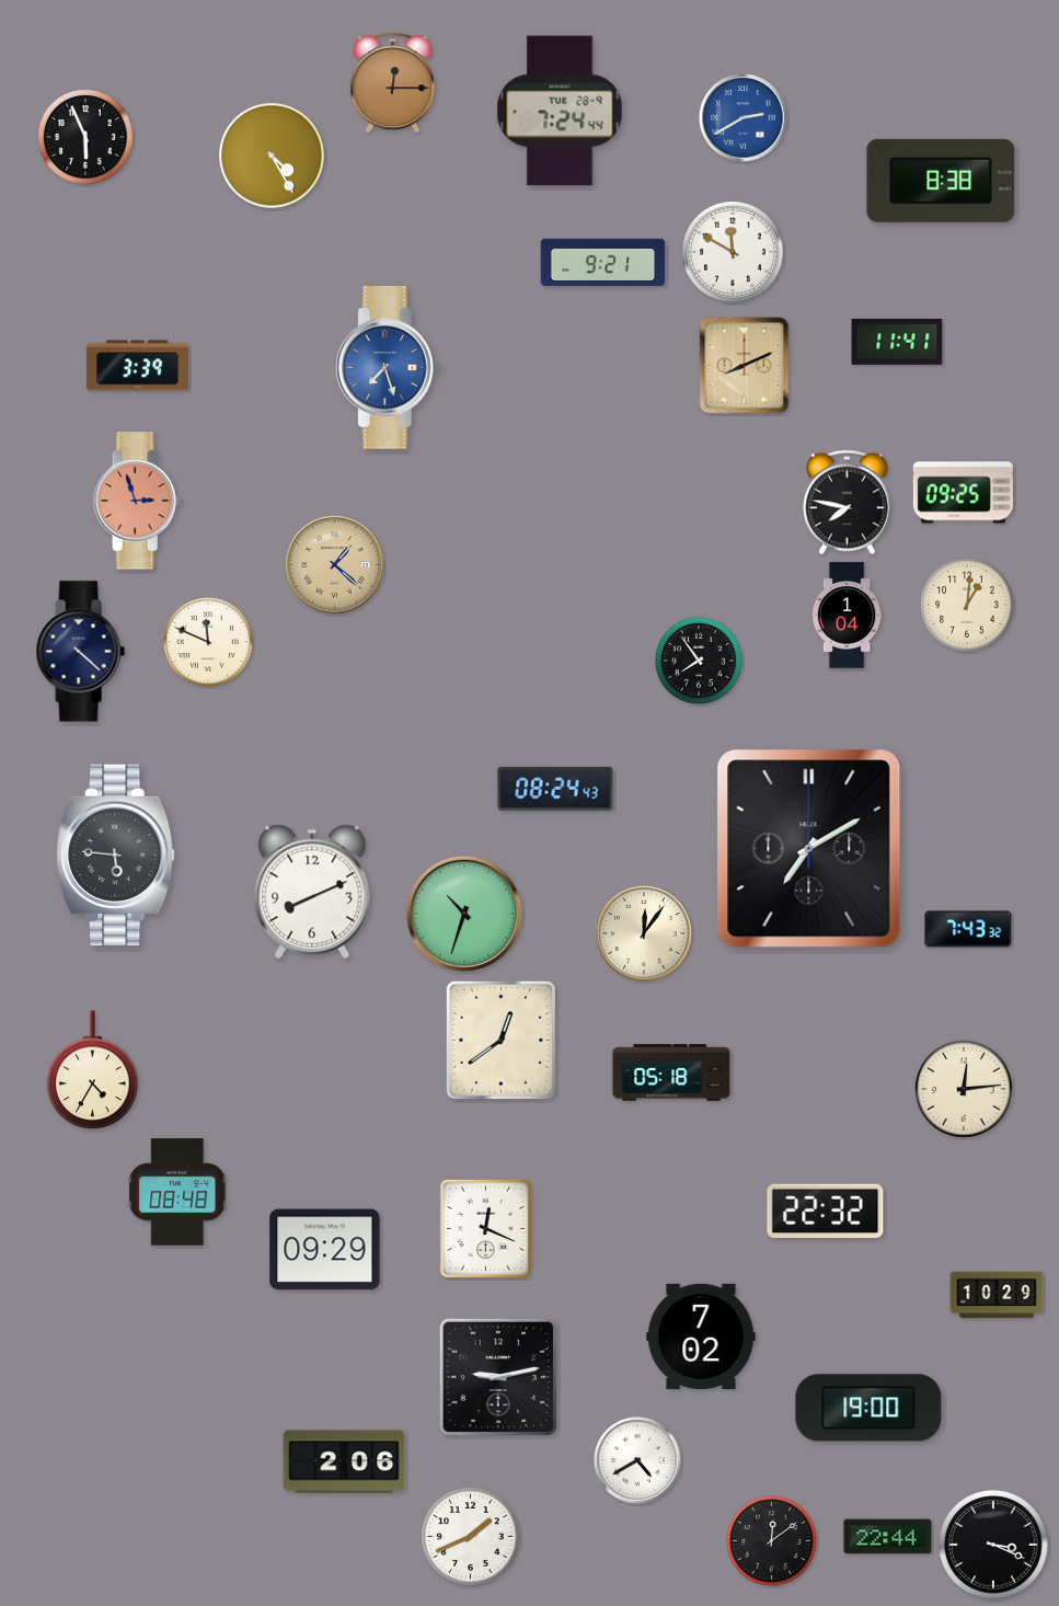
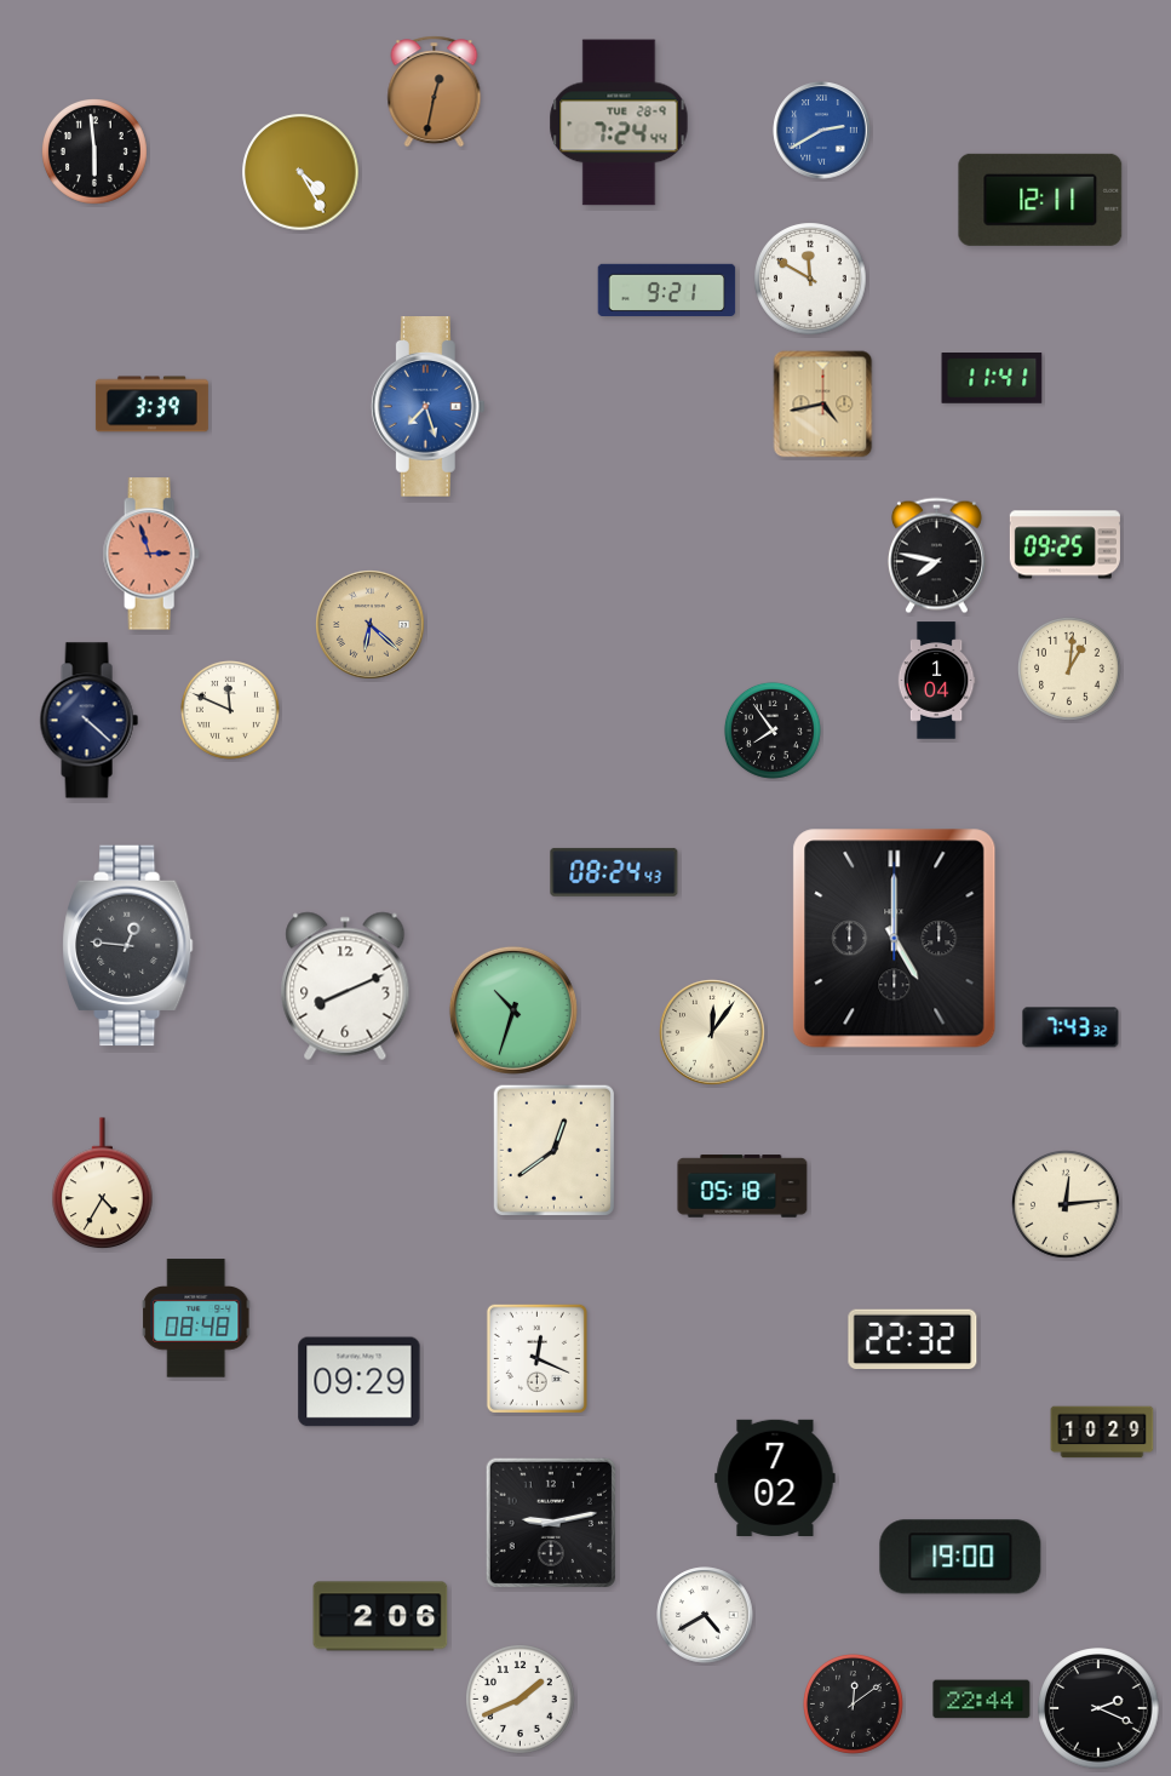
clock at (393, 83): 12:15 -> 12:32
clock at (87, 138): 5:56 -> 5:59
clock at (941, 181): 8:38 -> 12:11
clock at (745, 366): 8:11 -> 4:43
clock at (335, 565): 1:22 -> 6:22
clock at (809, 849): 7:10 -> 5:00
clock at (116, 856): 5:46 -> 12:46
clock at (993, 1545): 3:19 -> 2:19
